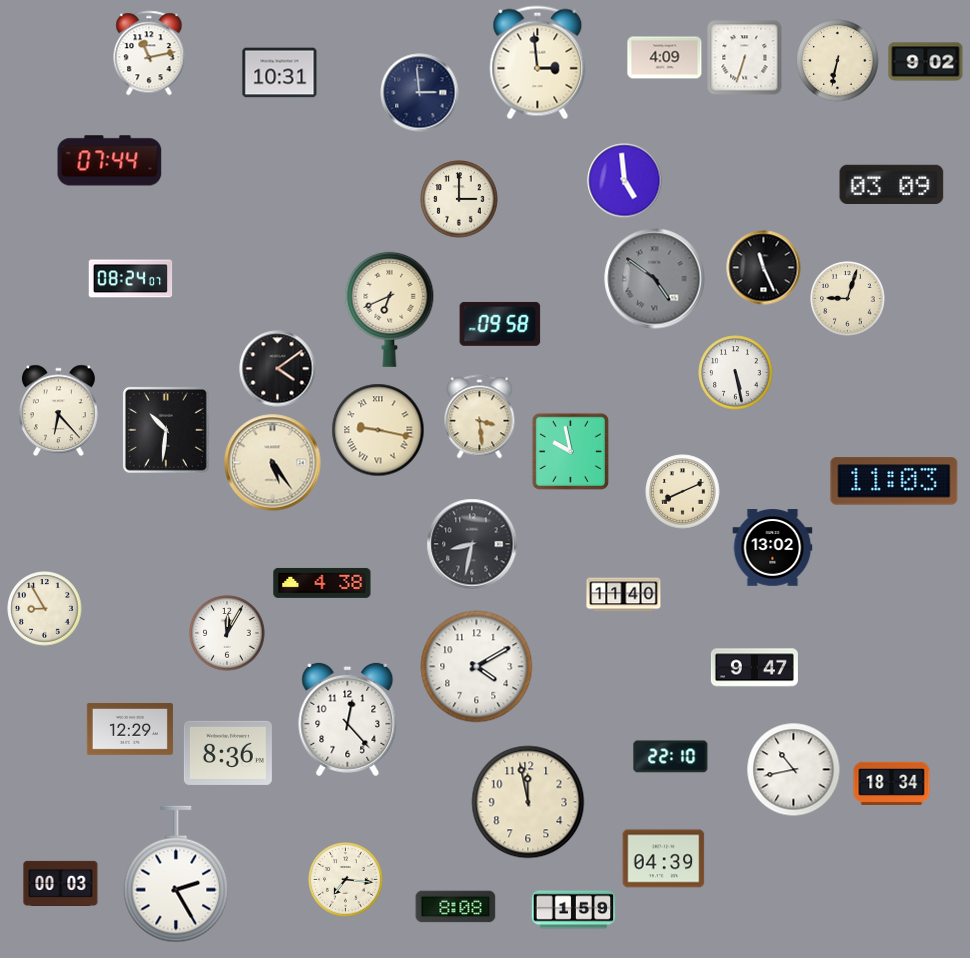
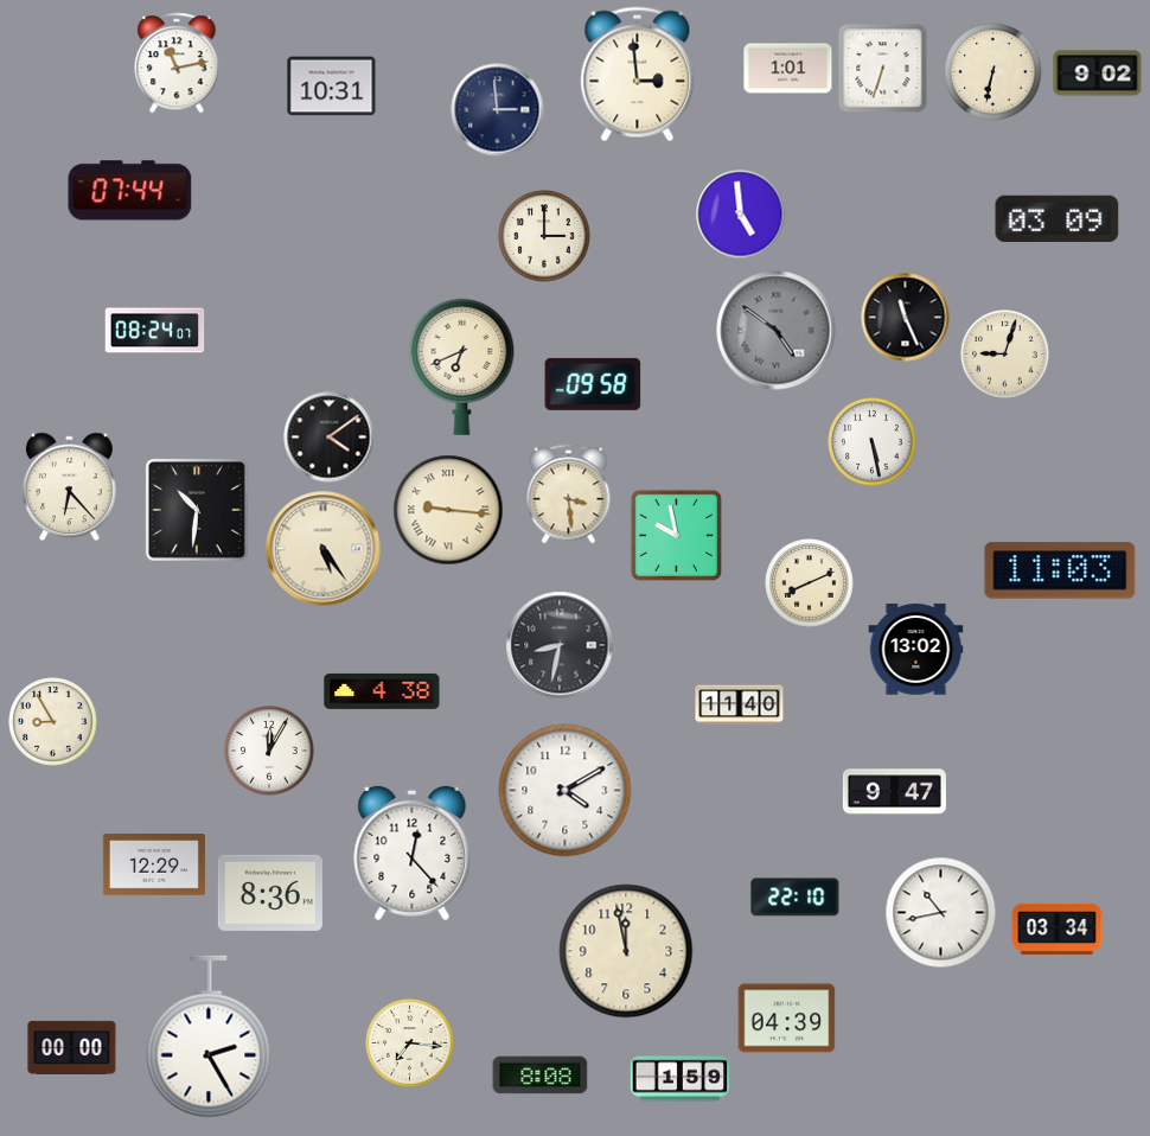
clock at (665, 58): 4:09 -> 1:01
clock at (378, 430): 9:17 -> 9:16
clock at (892, 783): 18:34 -> 03:34
clock at (61, 883): 00:03 -> 00:00
